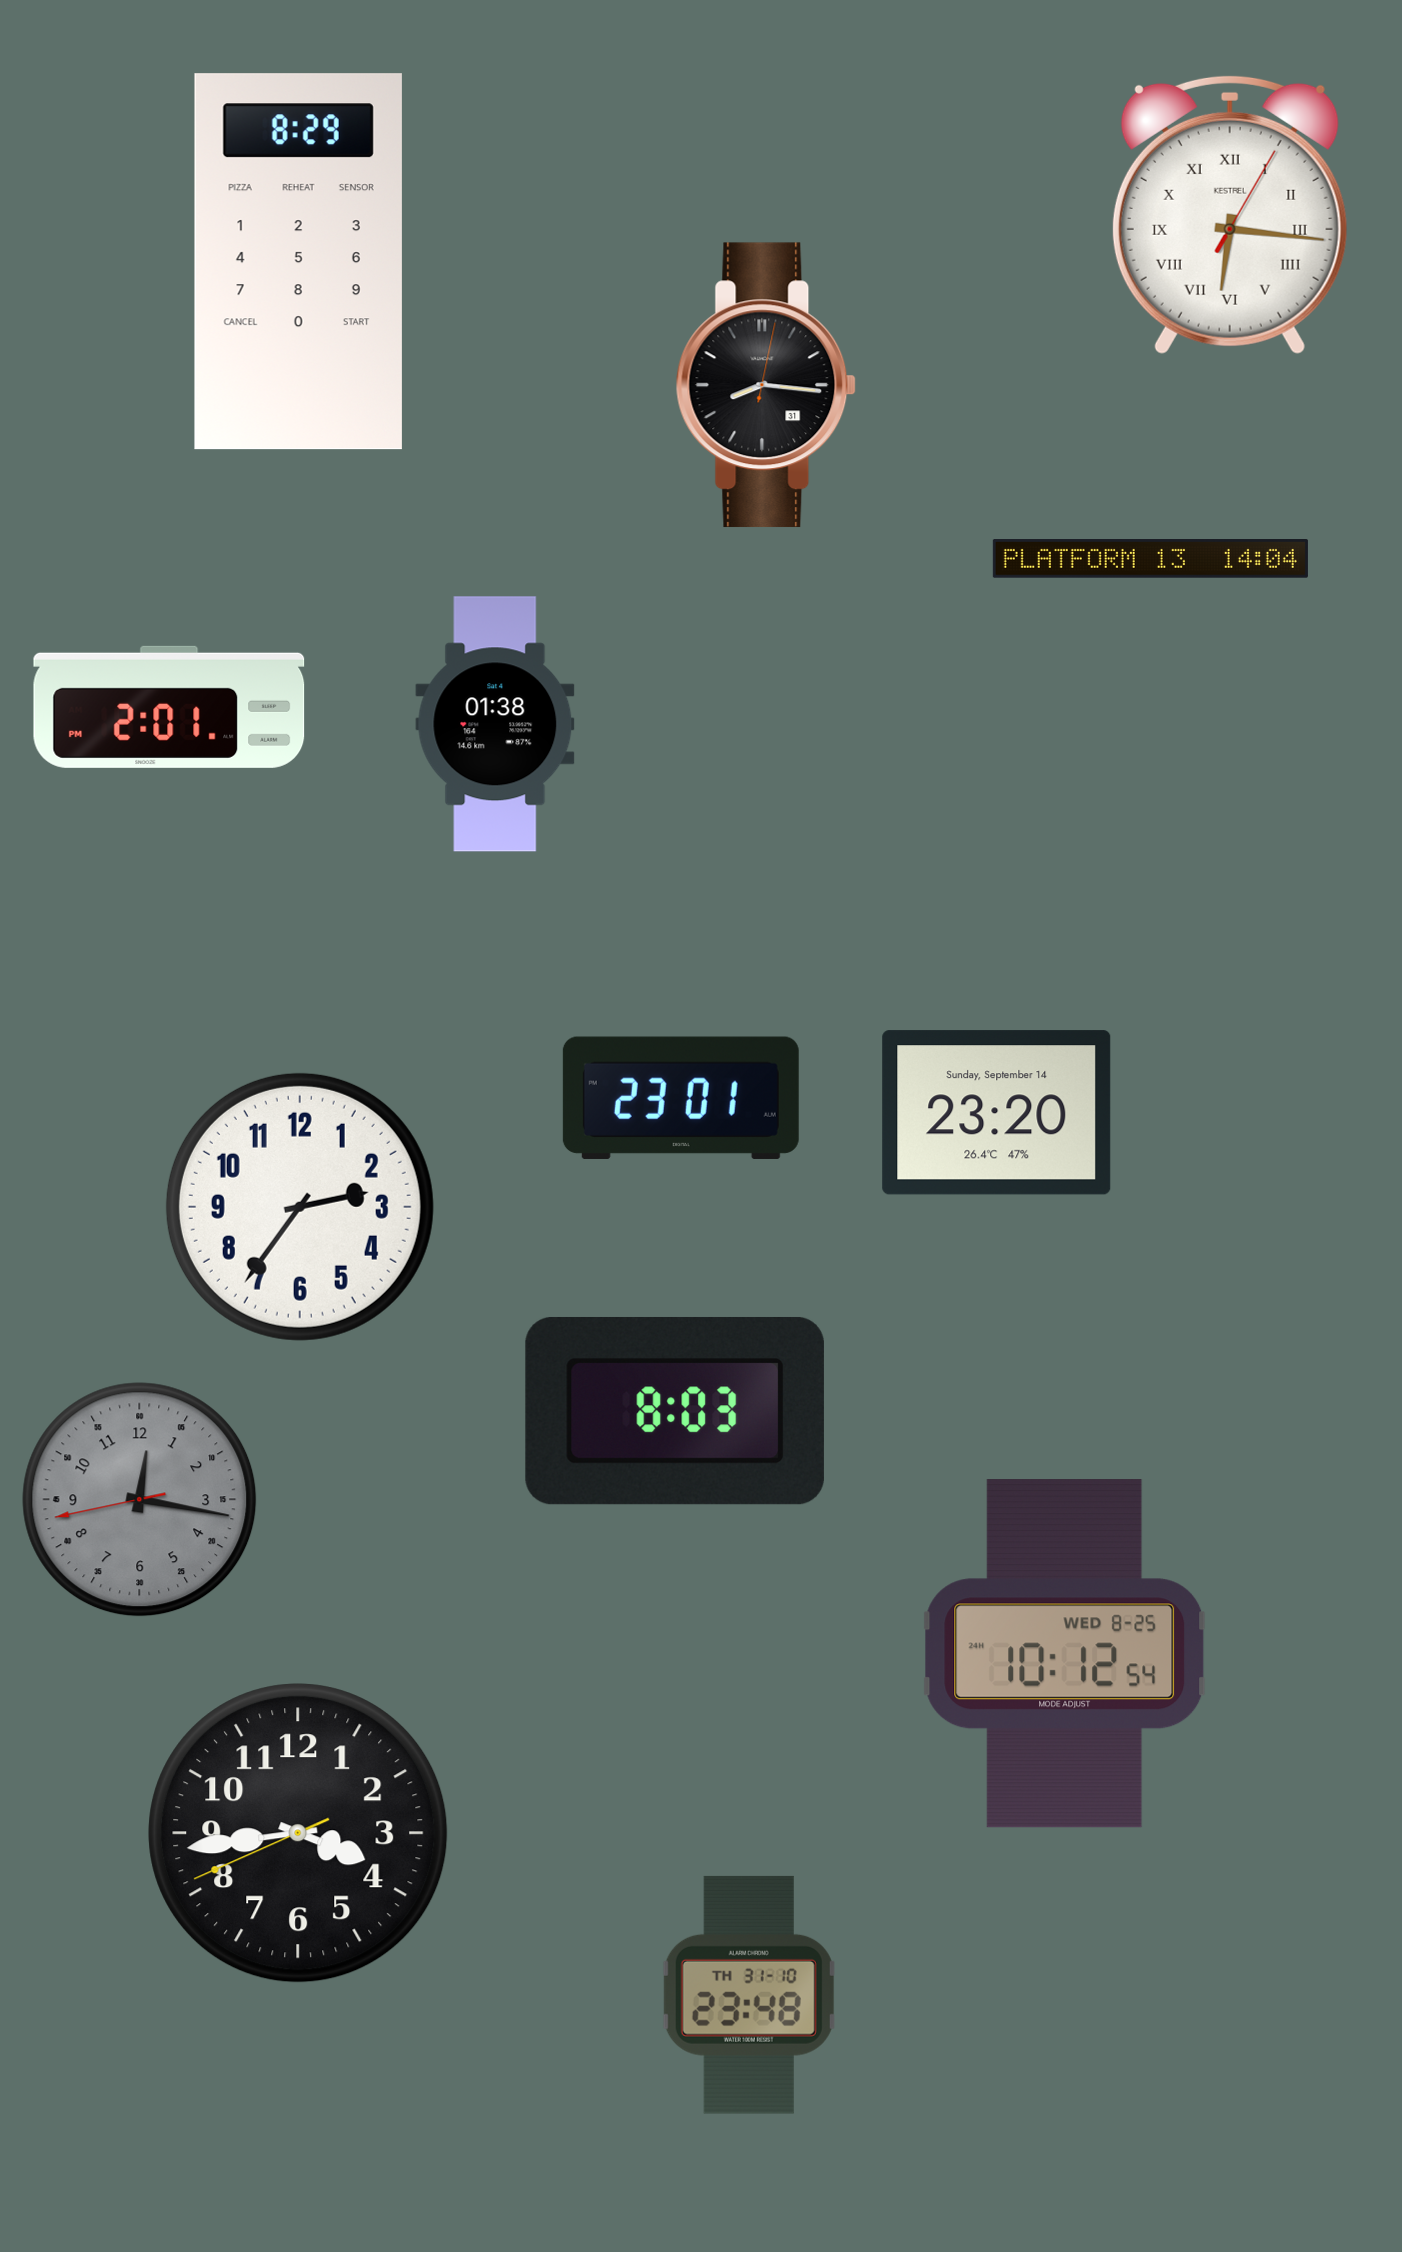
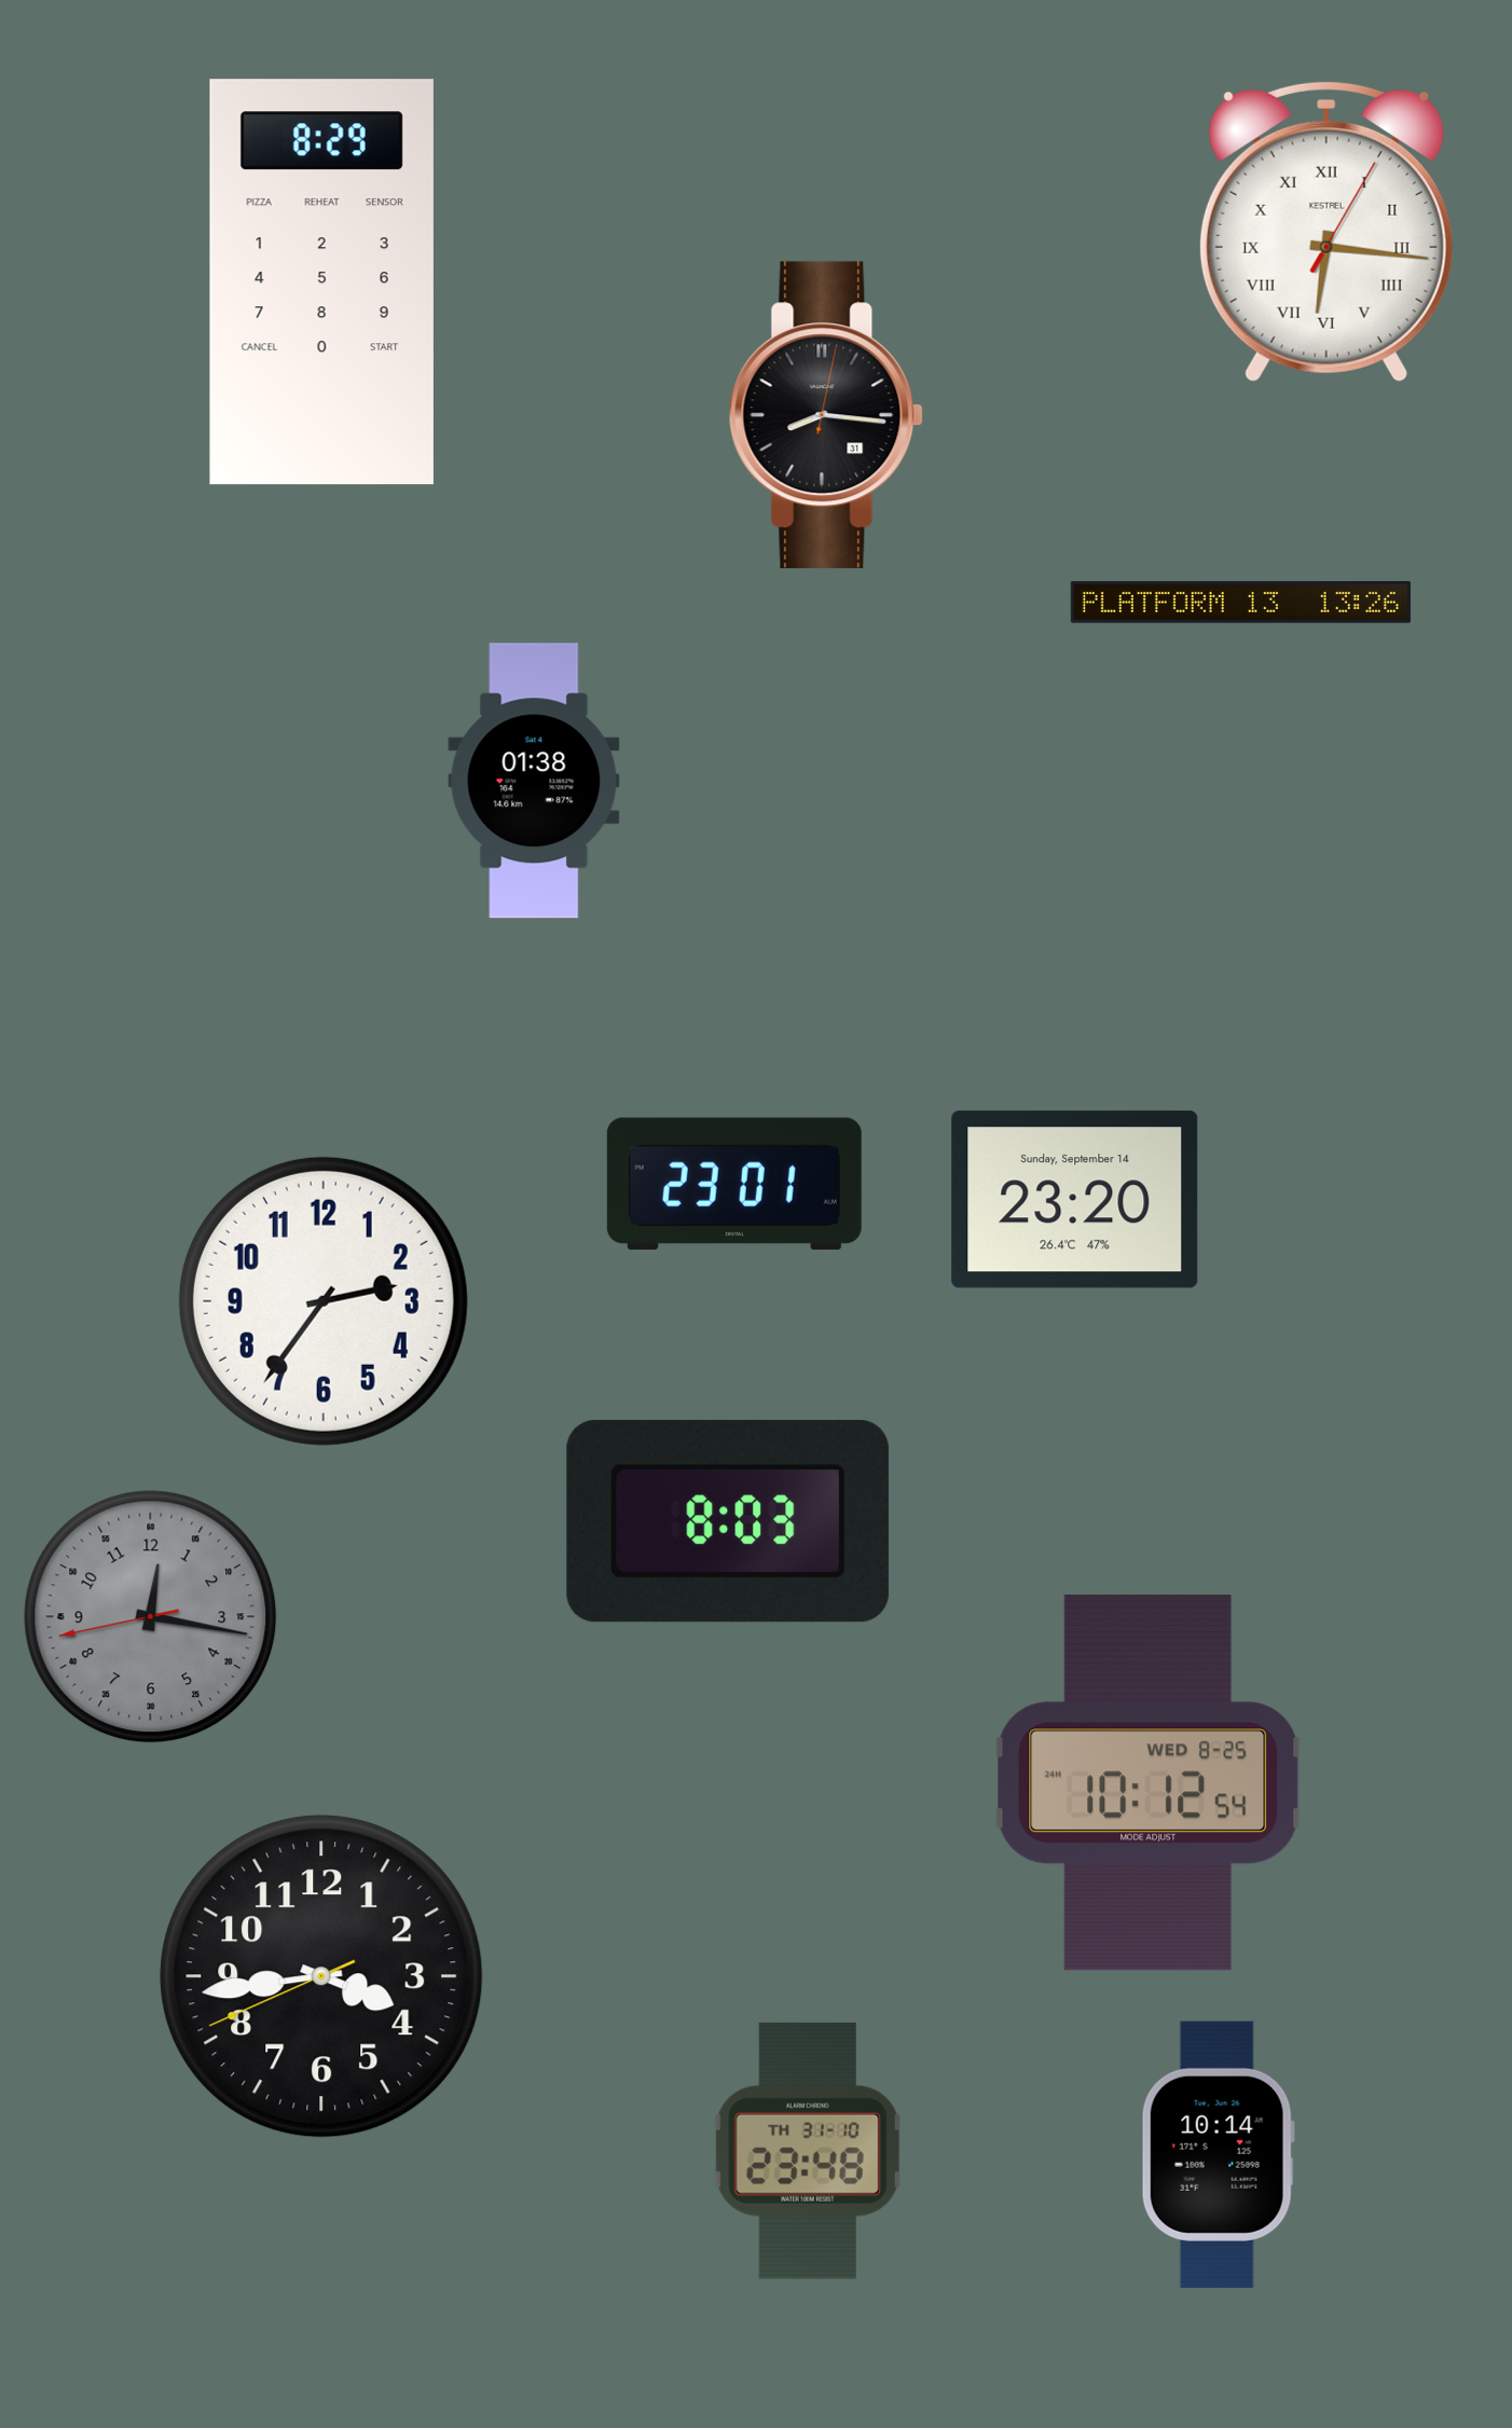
clock at (1150, 559): 14:04 -> 13:26
clock at (169, 707): 2:01 -> none
clock at (1218, 2154): none -> 10:14
